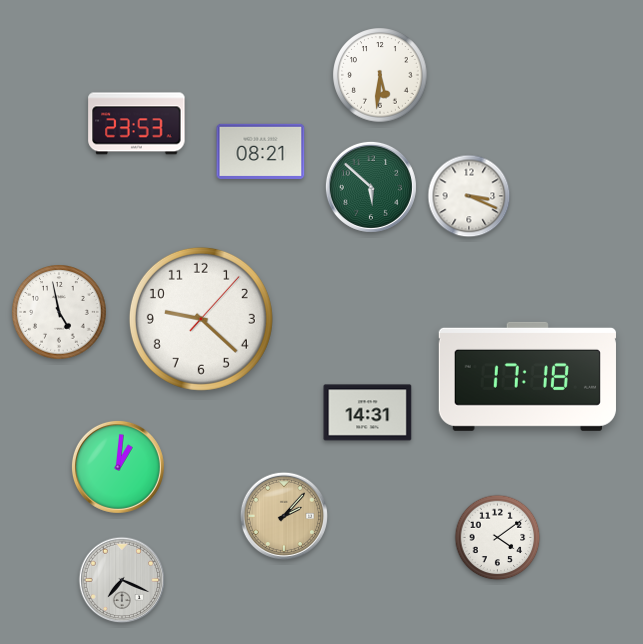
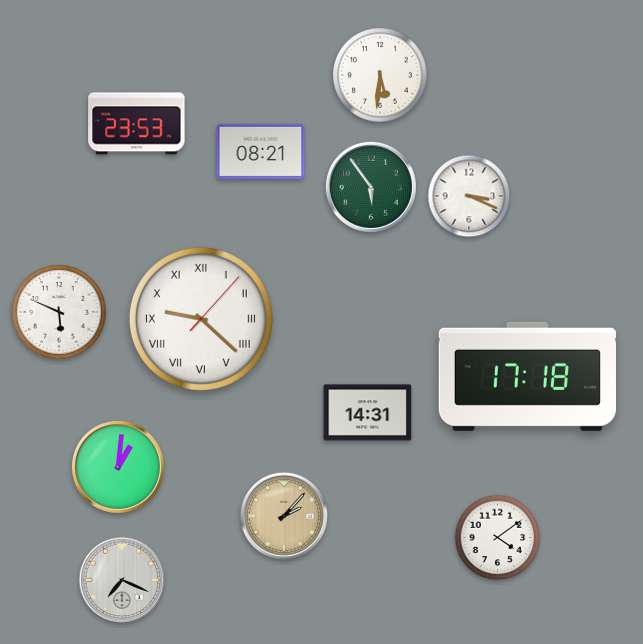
clock at (371, 187): 5:52 -> 5:54
clock at (59, 312): 4:58 -> 5:49
clock at (201, 319) numerals: Arabic -> Roman
